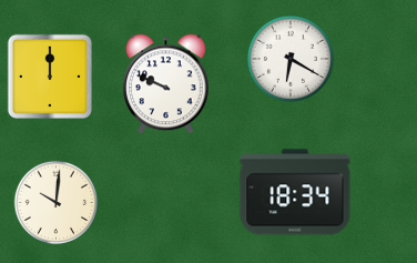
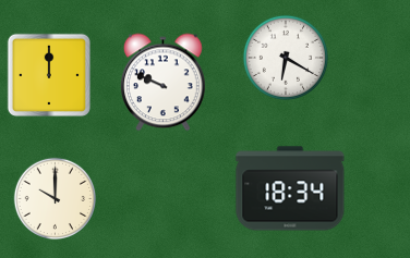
clock at (57, 203): 10:01 -> 10:00
